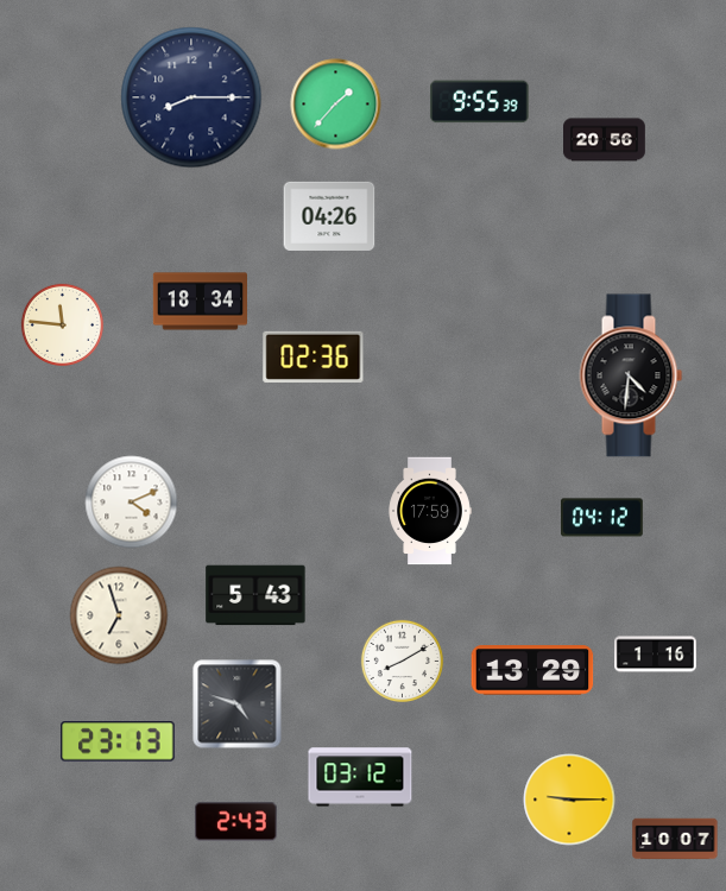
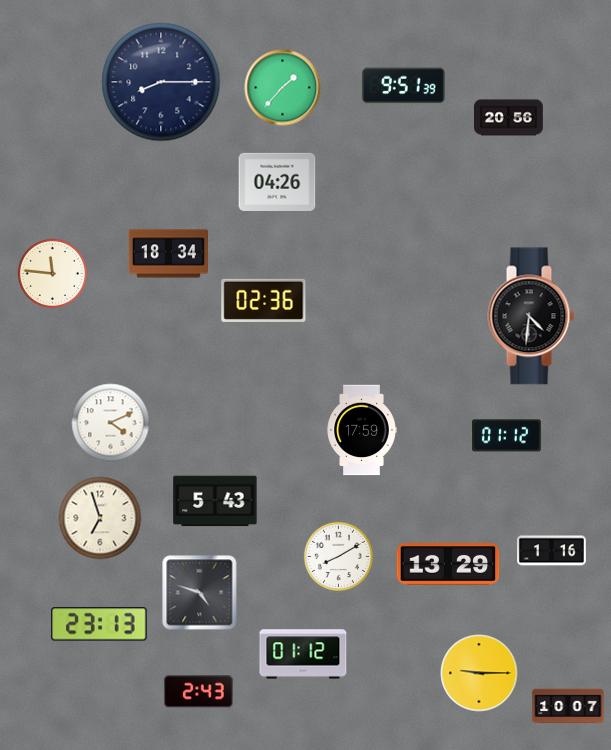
clock at (480, 102): 9:55 -> 9:51
clock at (602, 518): 04:12 -> 01:12
clock at (360, 777): 03:12 -> 01:12
